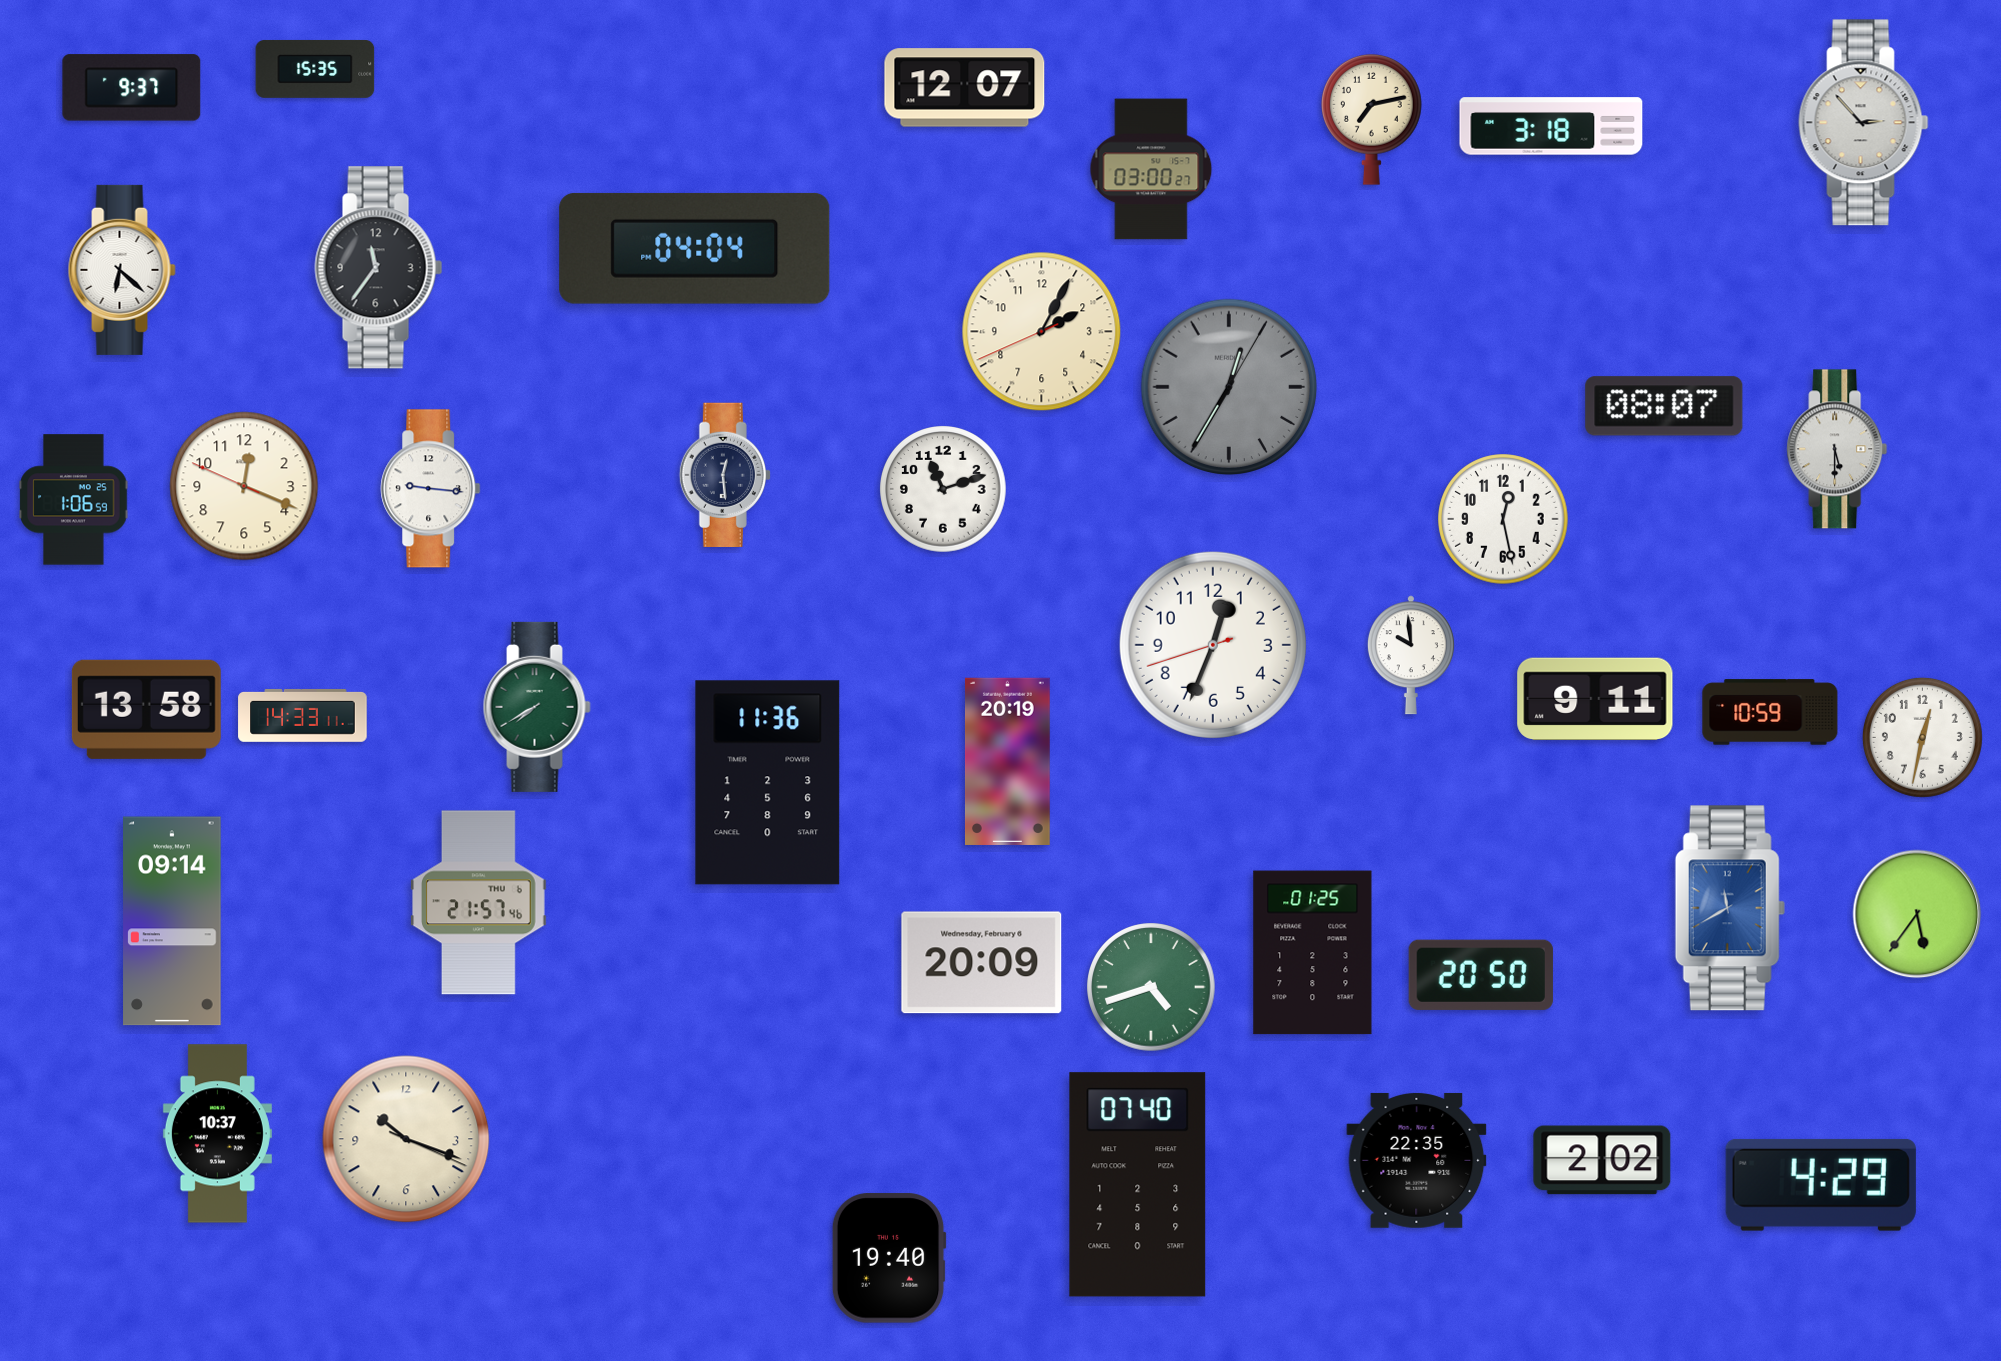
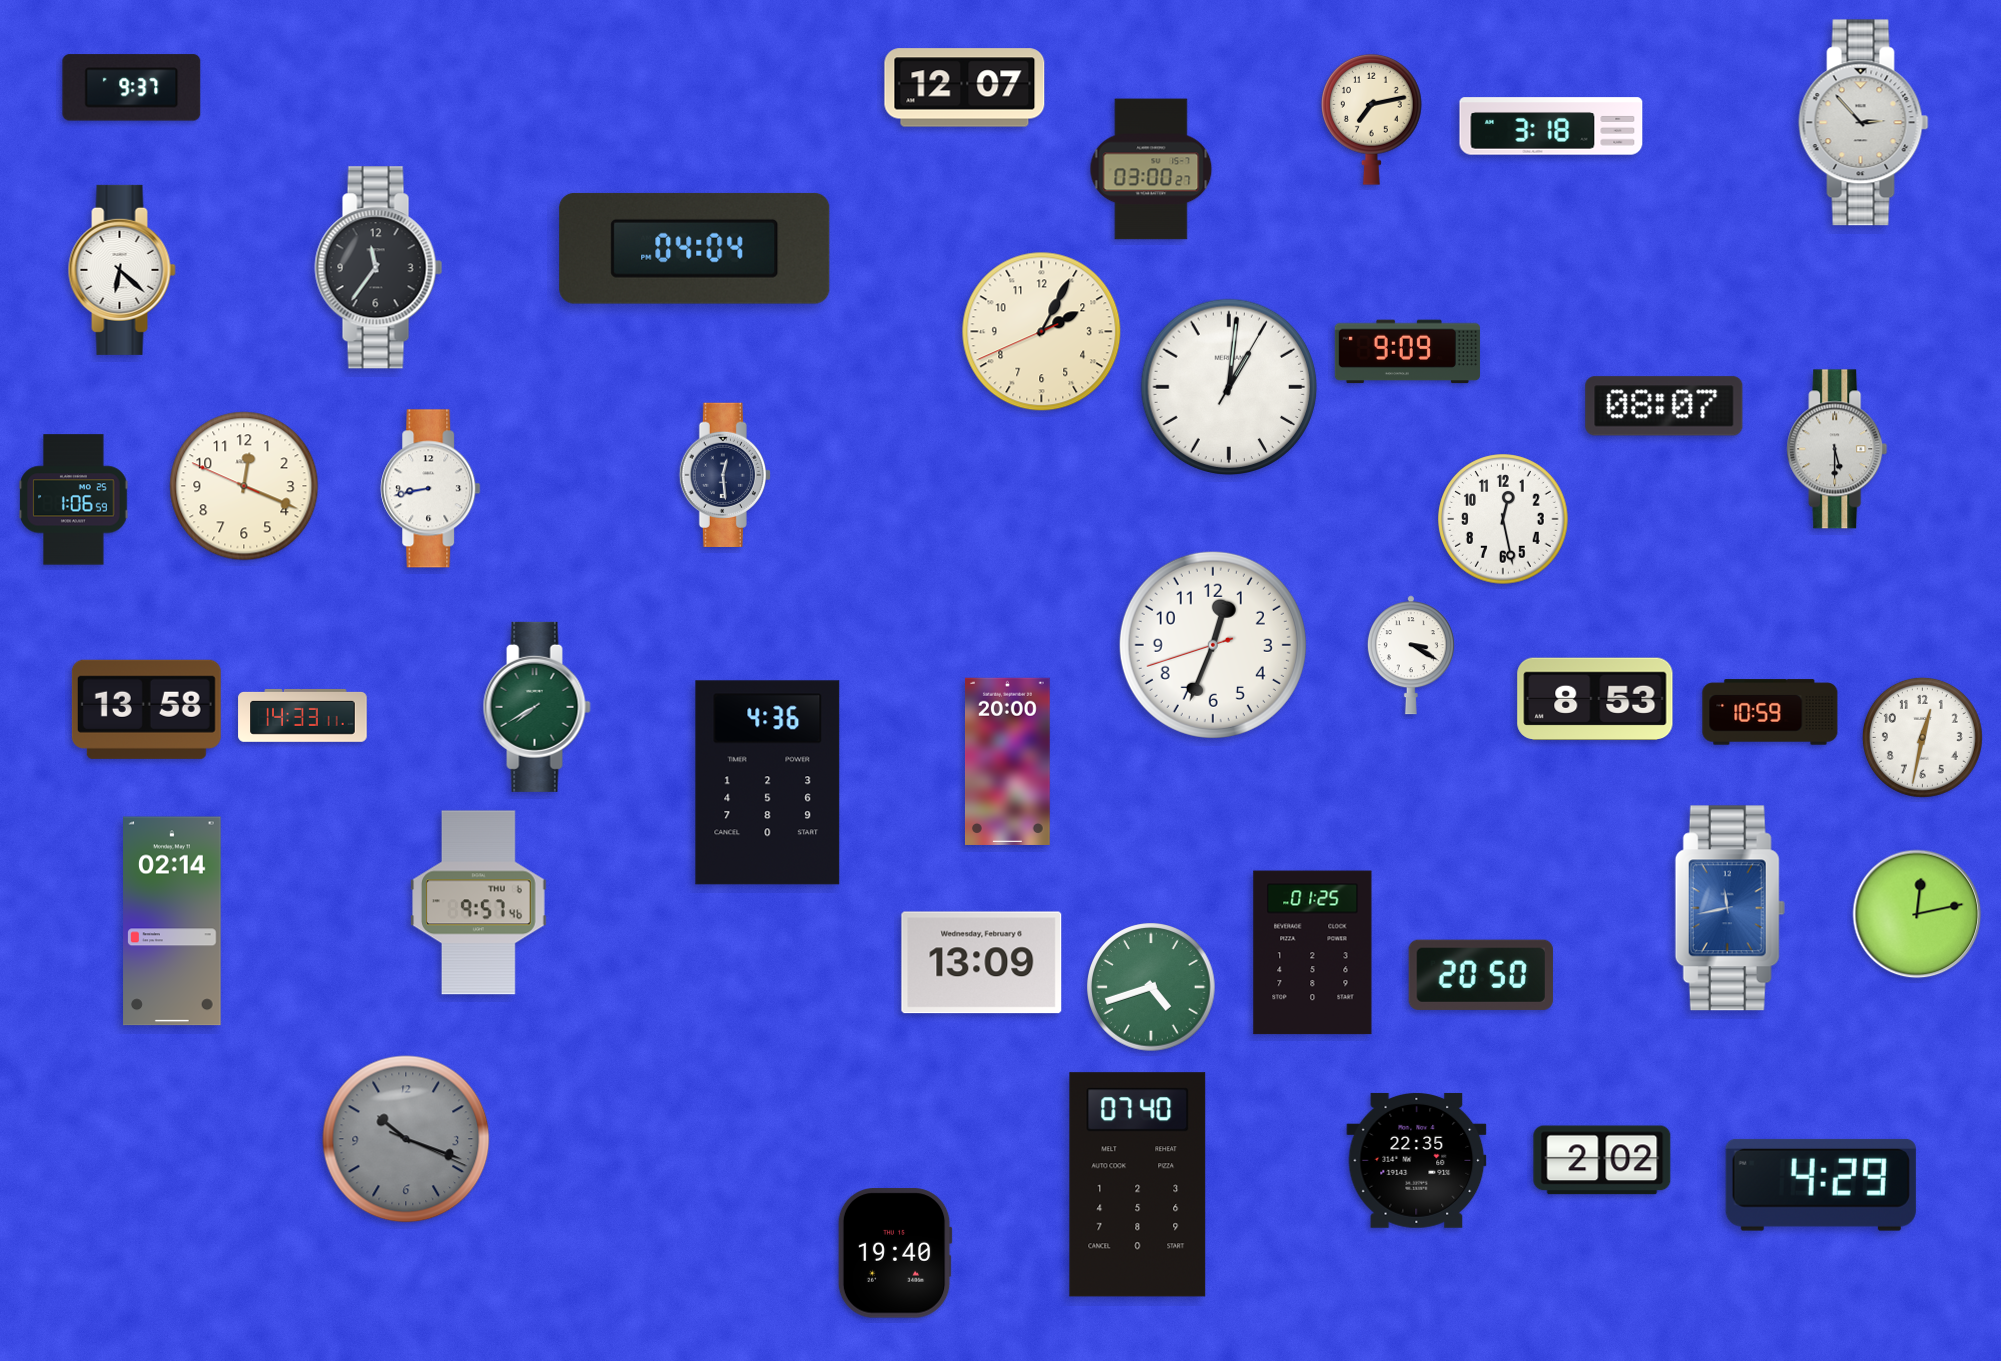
clock at (315, 69): 15:35 -> none
clock at (1407, 352): none -> 9:09
clock at (1229, 387): 12:35 -> 1:01
clock at (1229, 387) dial: grey -> white
clock at (431, 489): 9:16 -> 8:43
clock at (944, 490): 11:12 -> none
clock at (1411, 655): 9:59 -> 3:20
clock at (1595, 699): 9:11 -> 8:53
clock at (1008, 761): 20:19 -> 20:00
clock at (768, 783): 11:36 -> 4:36
clock at (479, 903): 21:57 -> 9:57
clock at (1730, 908): 11:40 -> 11:43
clock at (1917, 914): 5:36 -> 12:13
clock at (172, 921): 09:14 -> 02:14
clock at (982, 963): 20:09 -> 13:09
clock at (217, 1134): 10:37 -> none
clock at (406, 1139) dial: cream -> grey
clock at (889, 1258) position: (889, 1258) -> (895, 1253)
